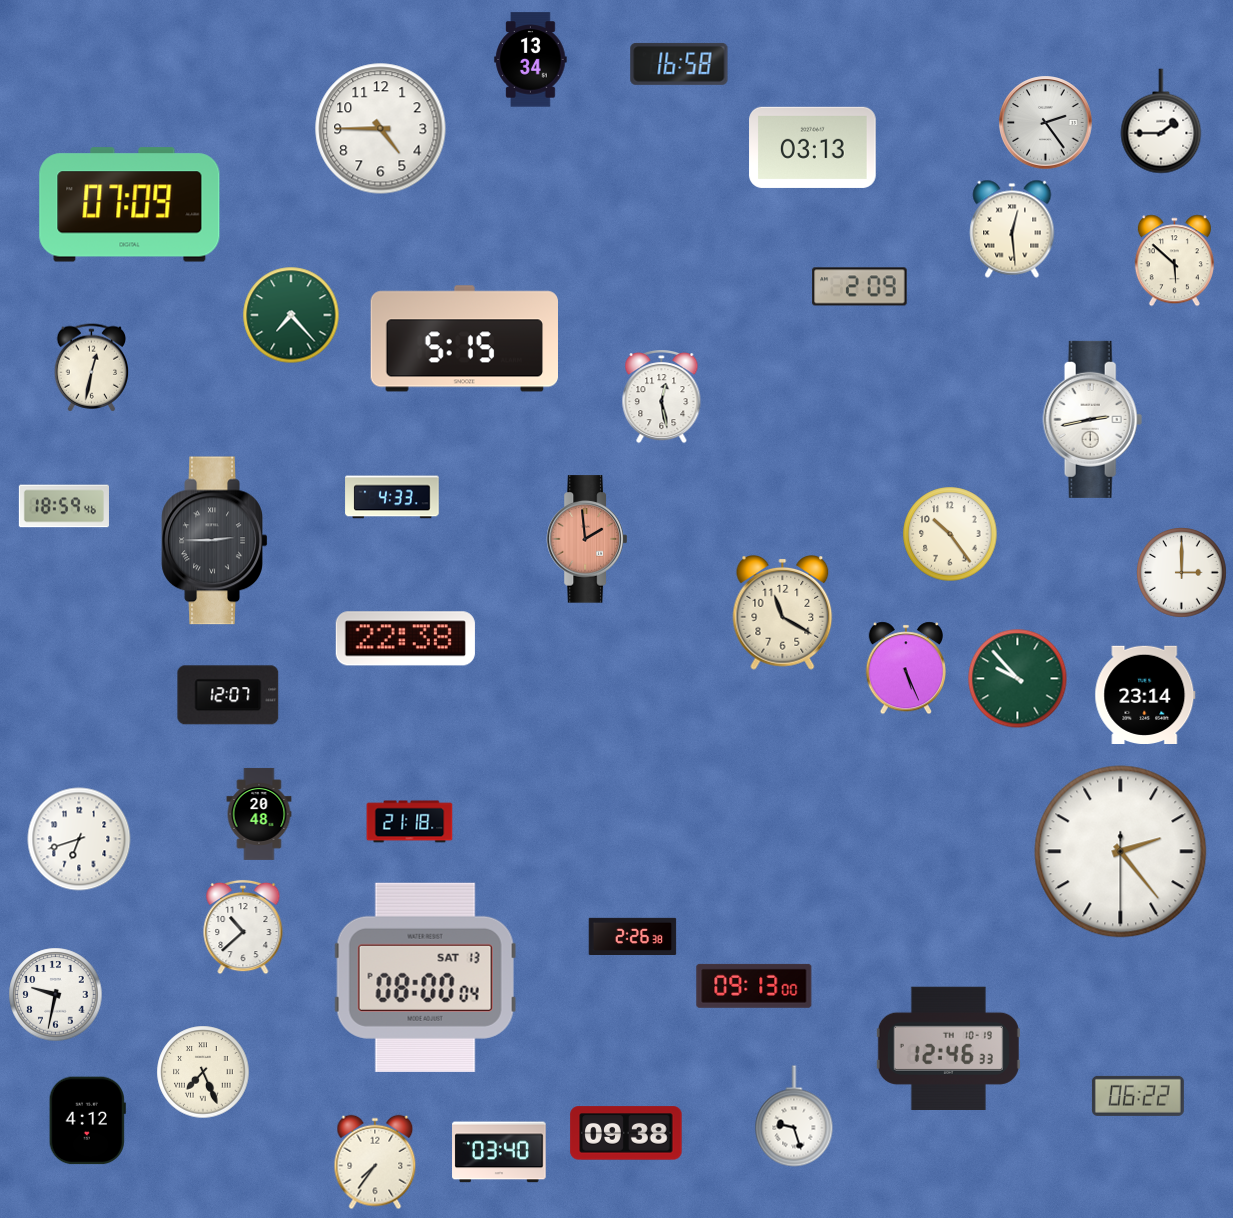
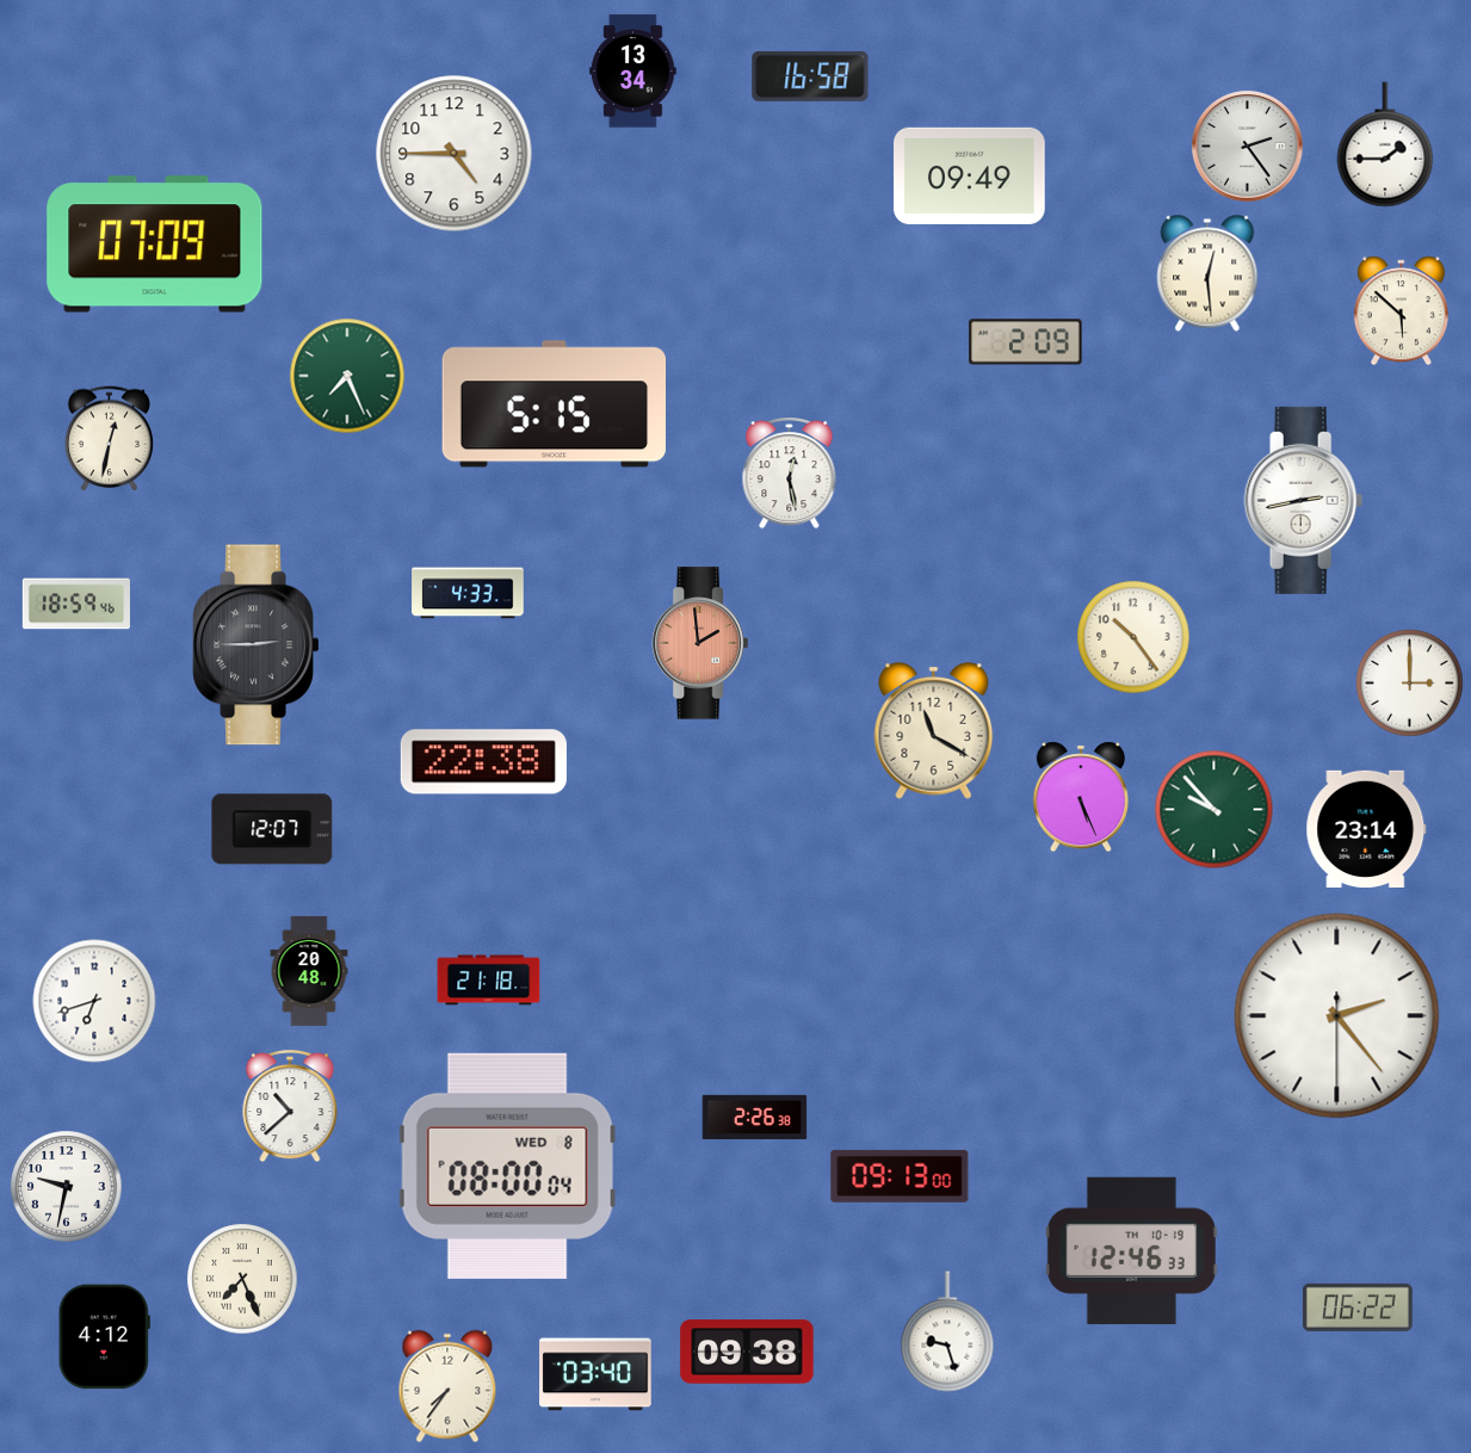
clock at (813, 147): 03:13 -> 09:49
clock at (291, 315): 7:23 -> 7:26
clock at (425, 977) date: SAT 13 -> WED 8
